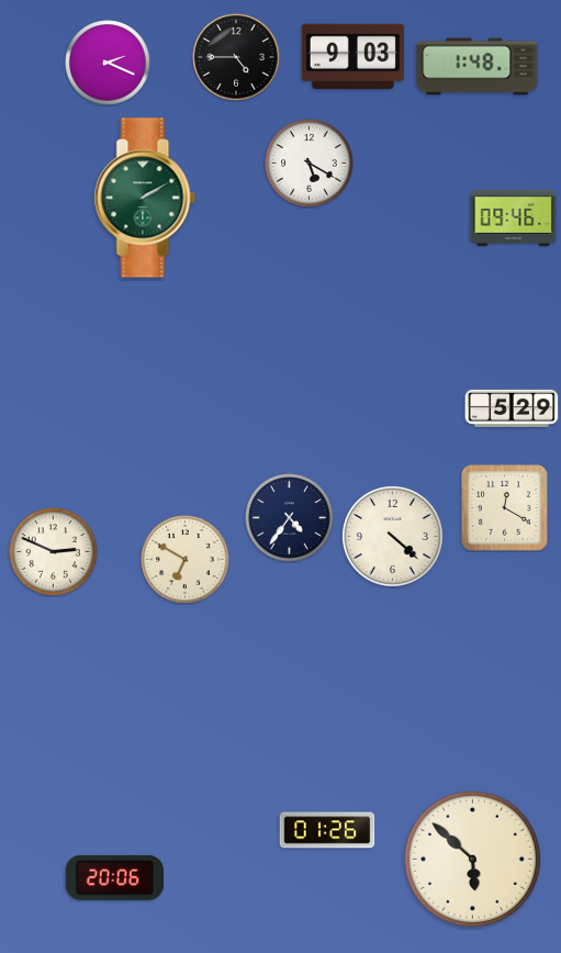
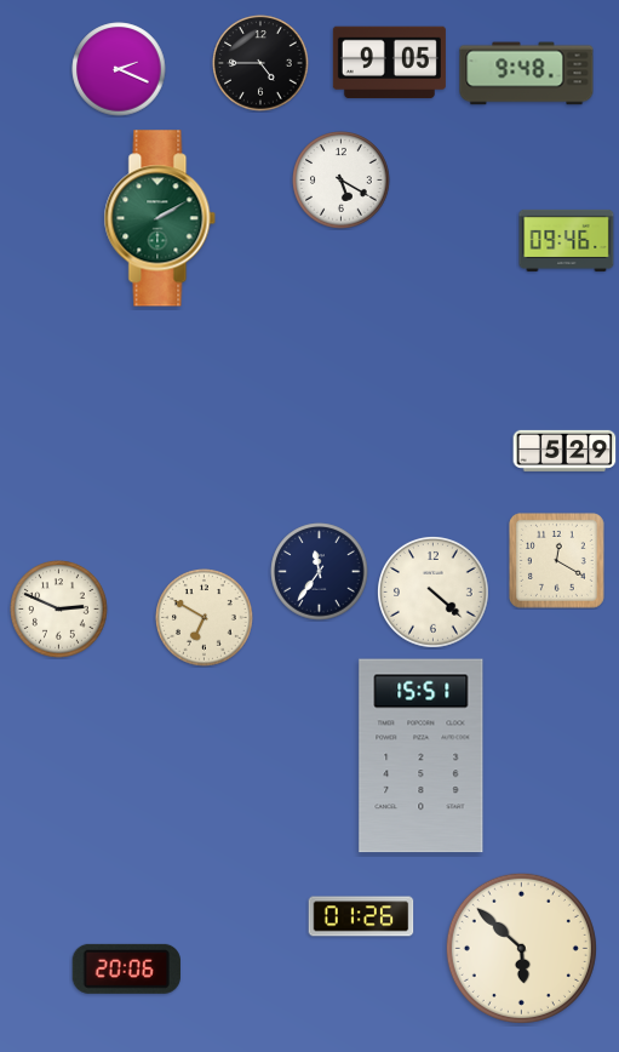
clock at (352, 57): 9:03 -> 9:05
clock at (478, 67): 1:48 -> 9:48
clock at (290, 518): 4:36 -> 11:36
clock at (422, 756): none -> 15:51
